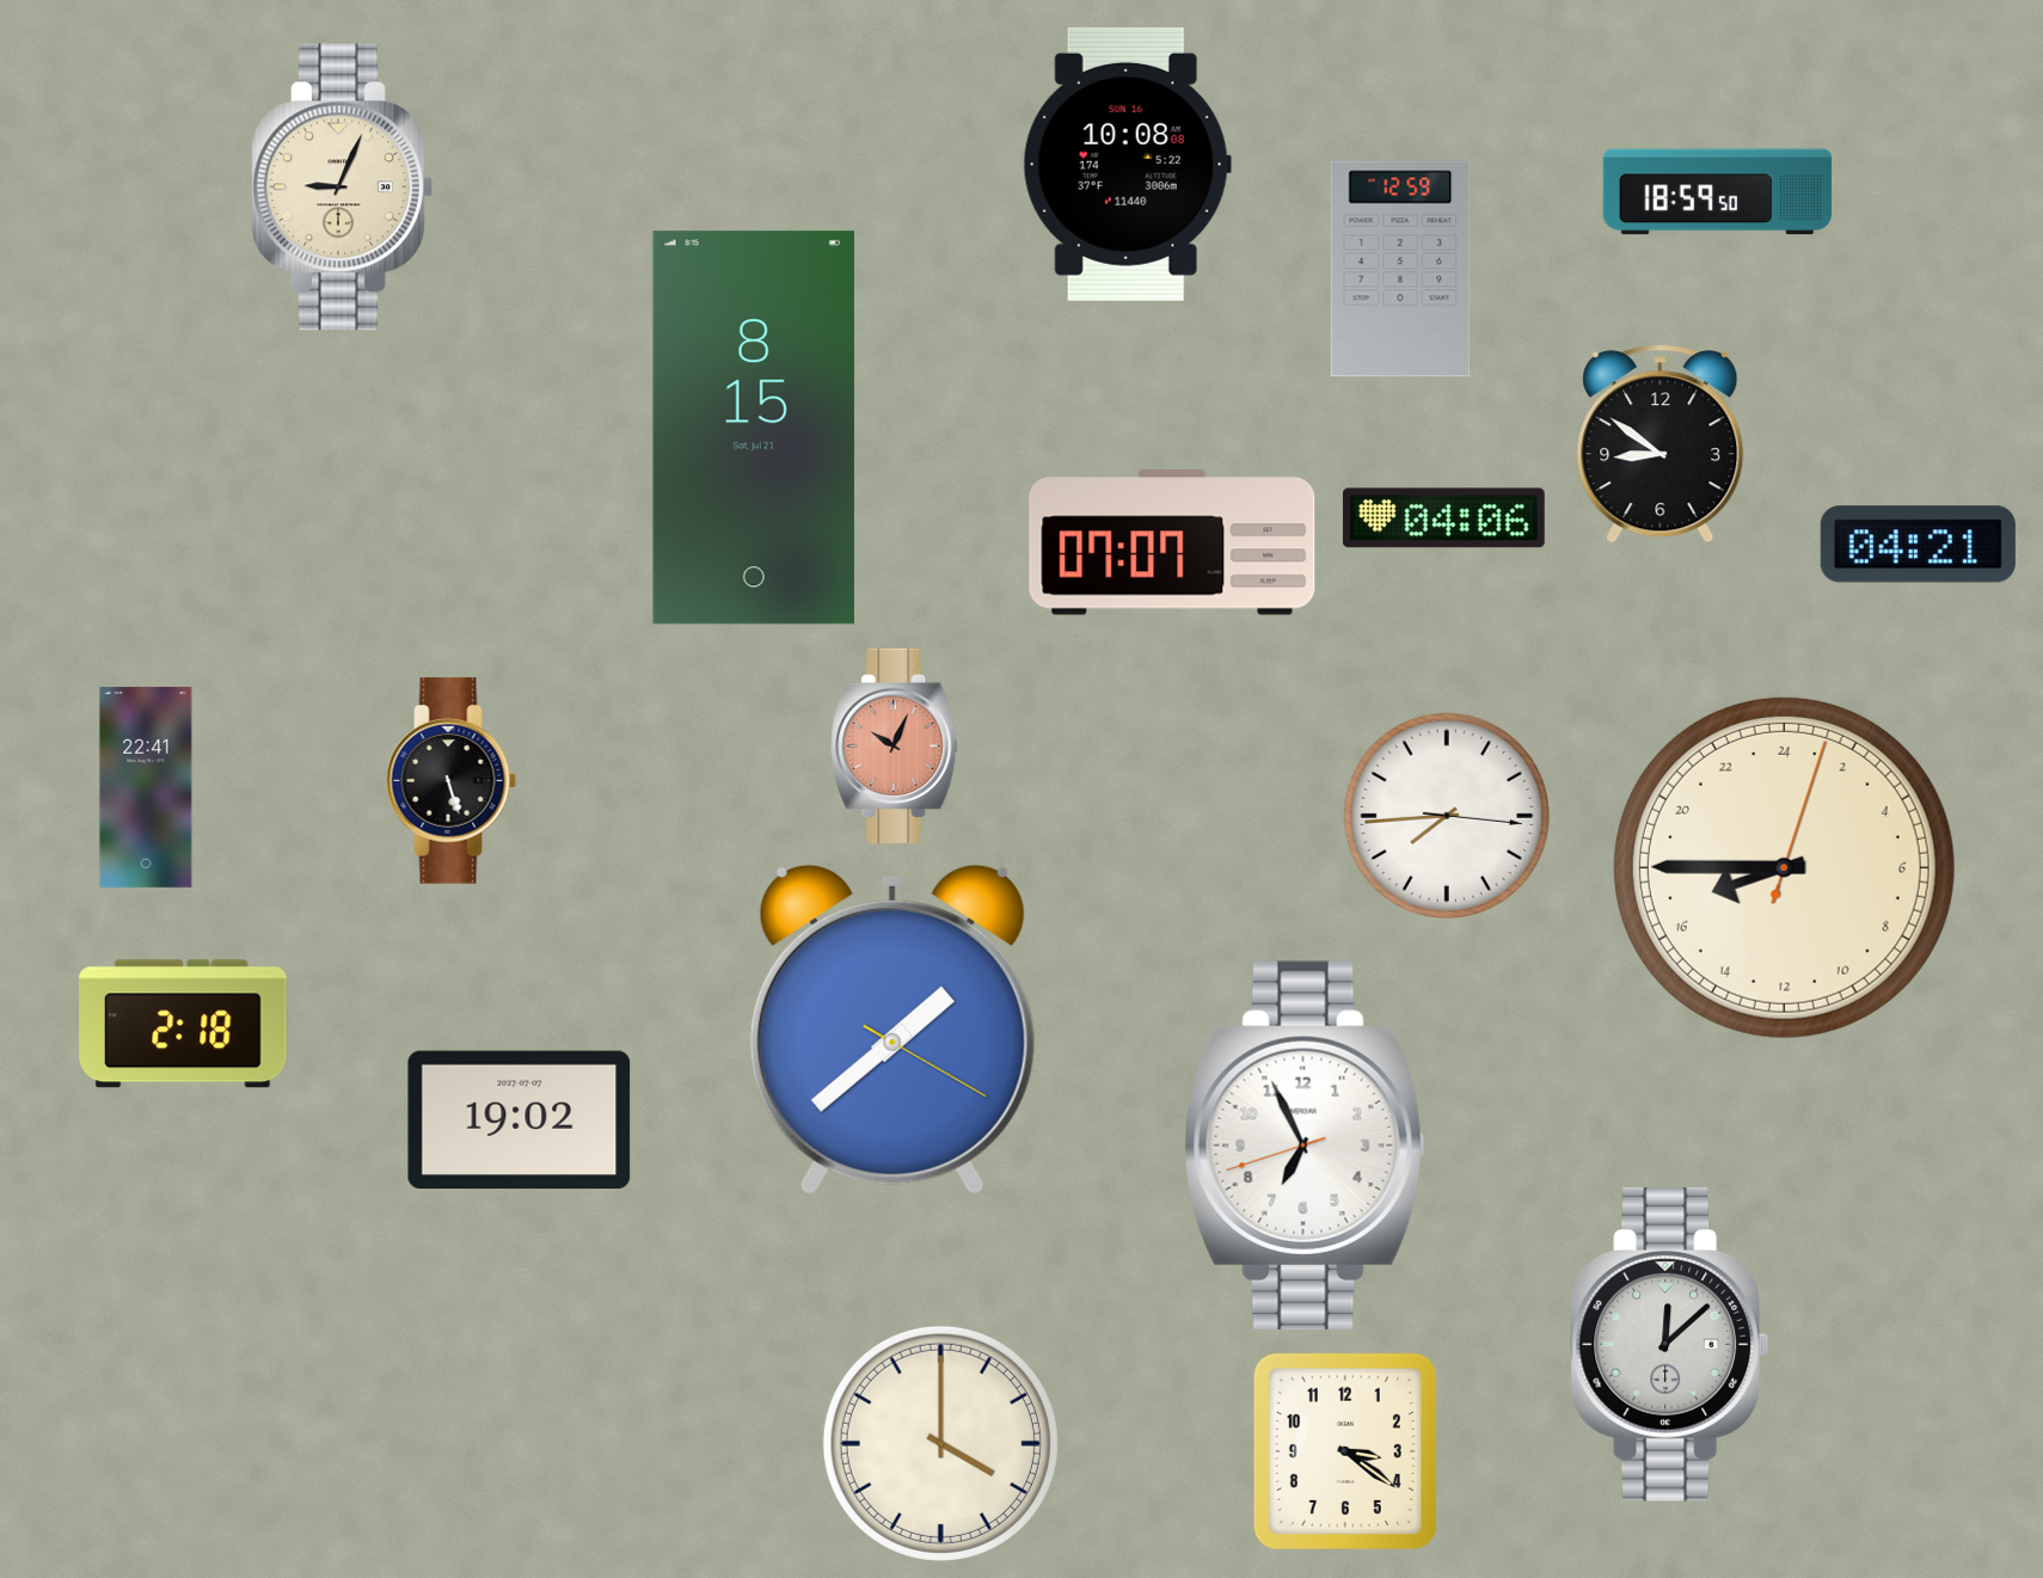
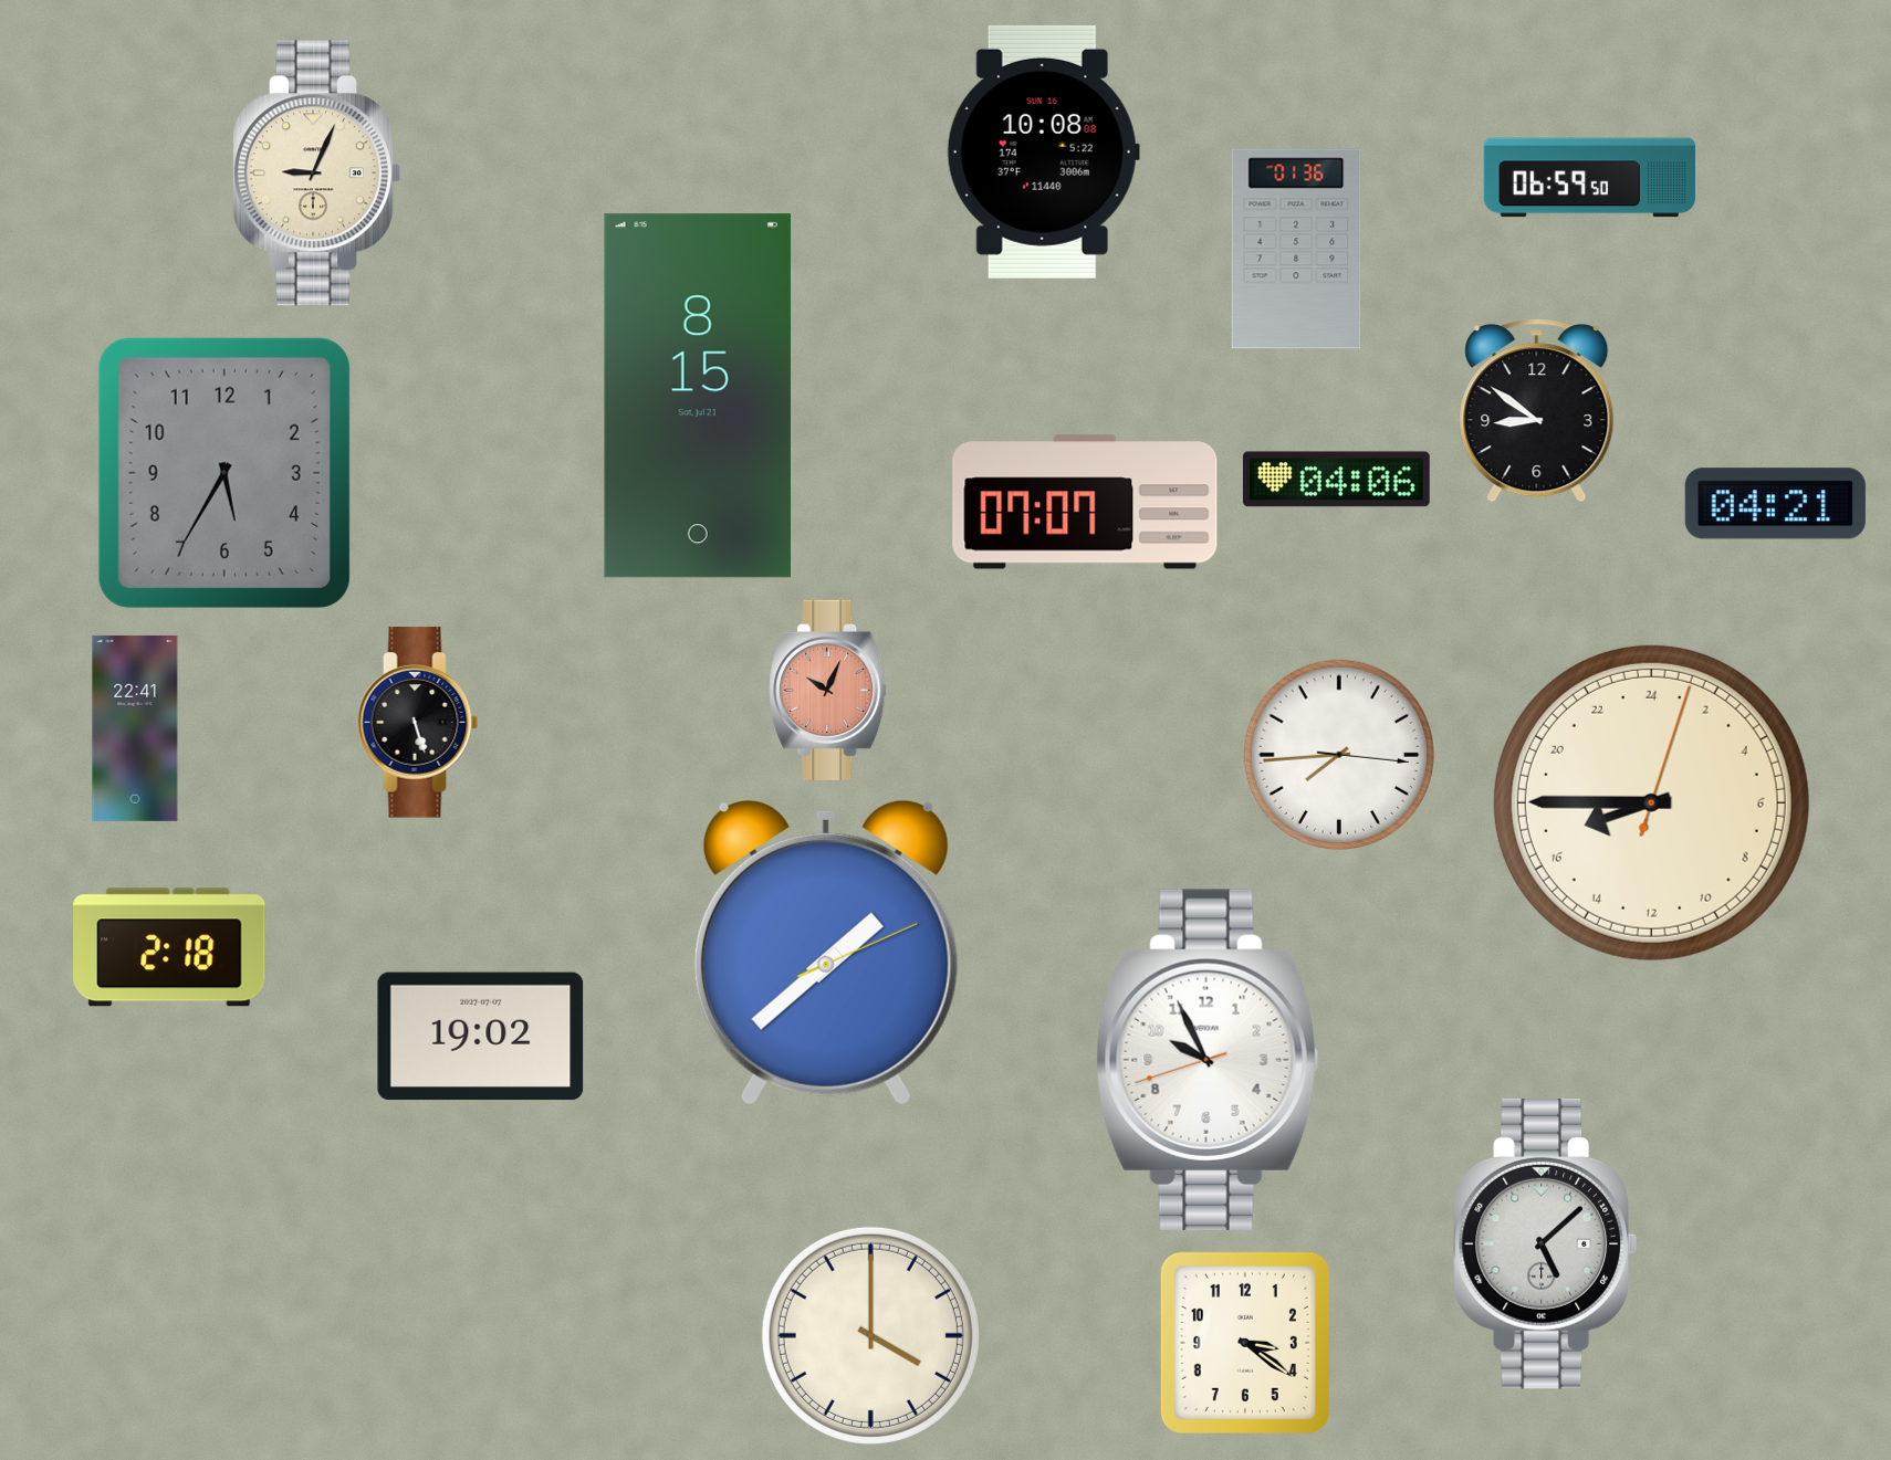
clock at (1717, 192): 18:59 -> 06:59
clock at (1400, 269): 12:59 -> 01:36
clock at (224, 473): none -> 5:35
clock at (892, 1030): 1:38:20 -> 1:38:11
clock at (1305, 1146): 6:55 -> 9:55
clock at (1669, 1344): 12:08 -> 5:08
